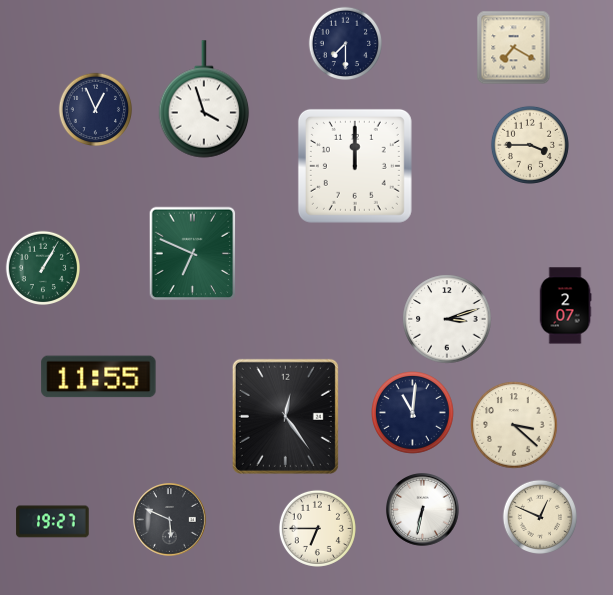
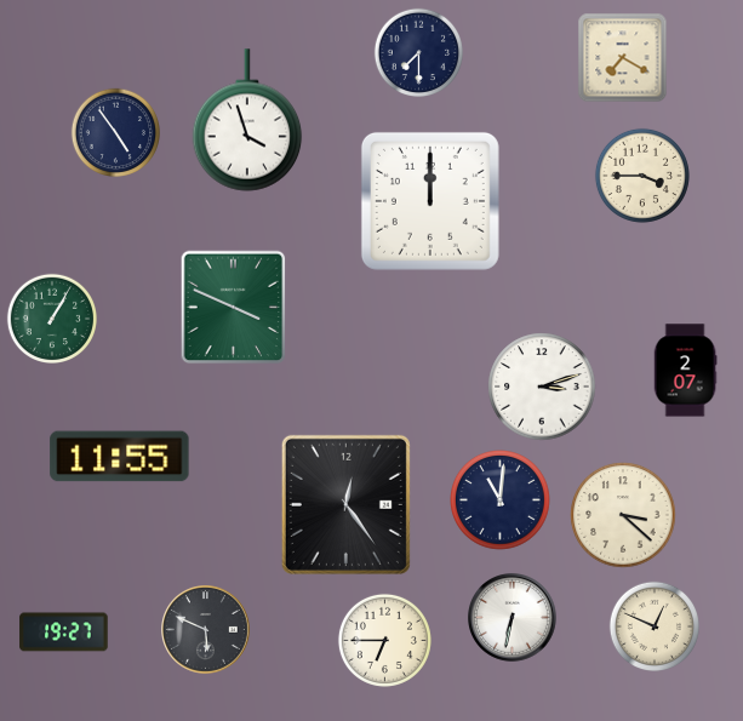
clock at (96, 110): 12:56 -> 4:54
clock at (193, 254): 6:49 -> 3:49
clock at (42, 267) position: (42, 267) -> (51, 317)
